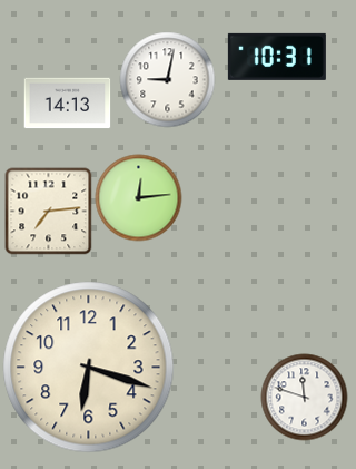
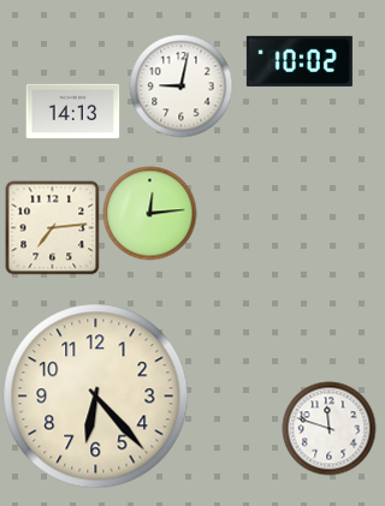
clock at (277, 57): 10:31 -> 10:02
clock at (89, 368): 6:18 -> 6:23
